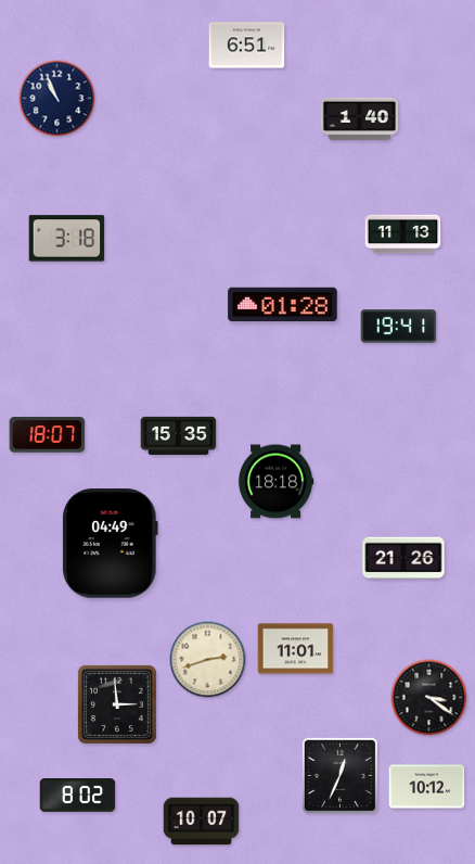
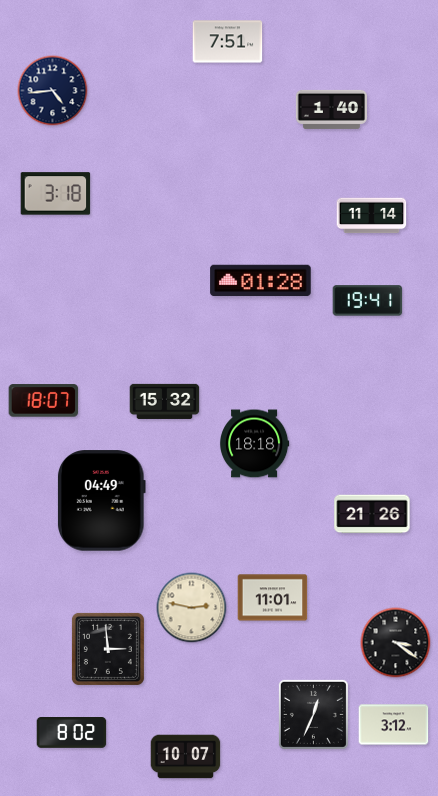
clock at (247, 46): 6:51 -> 7:51
clock at (57, 99): 10:56 -> 4:44
clock at (403, 234): 11:13 -> 11:14
clock at (67, 239) position: (67, 239) -> (56, 194)
clock at (179, 435): 15:35 -> 15:32
clock at (208, 660): 2:42 -> 2:47
clock at (427, 787): 10:12 -> 3:12
